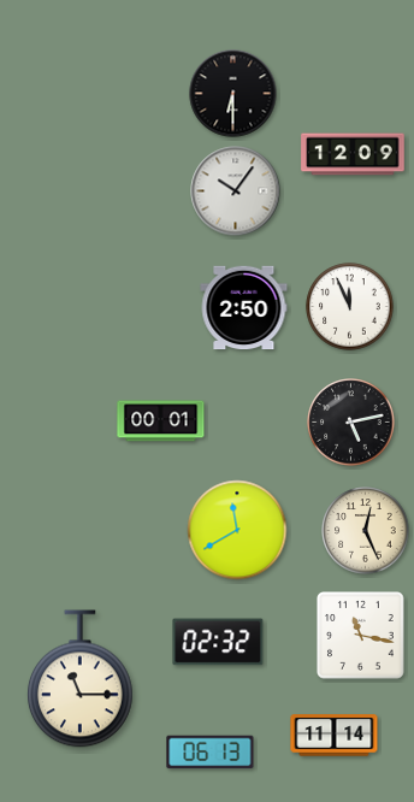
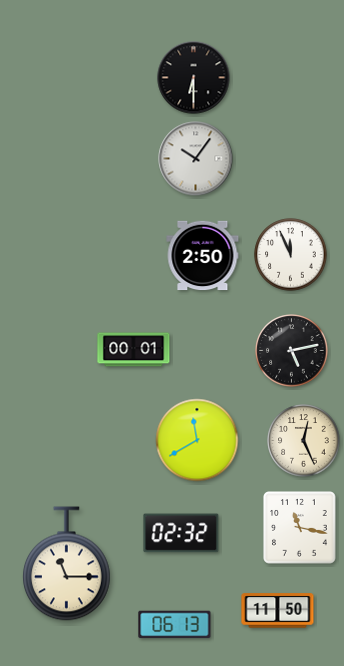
clock at (353, 154): 12:09 -> none
clock at (335, 736): 11:14 -> 11:50
